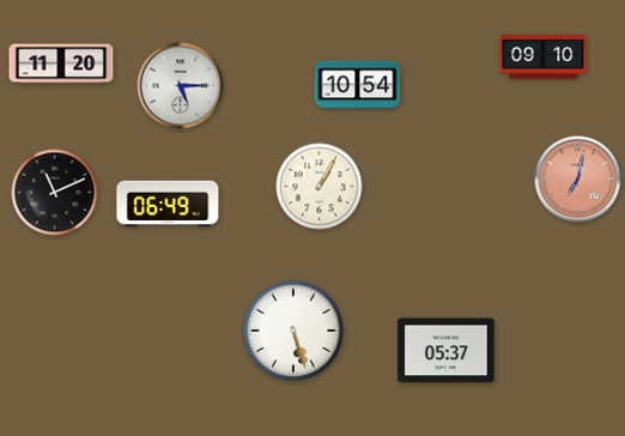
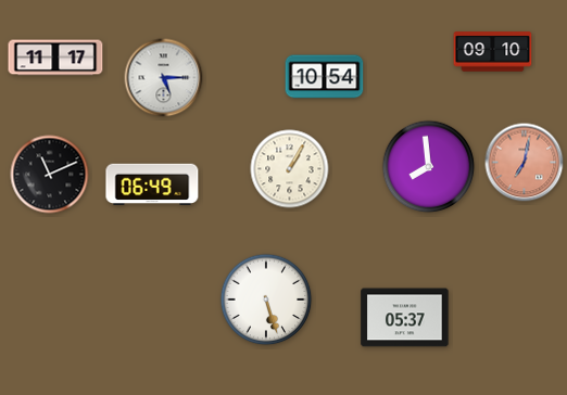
clock at (61, 63): 11:20 -> 11:17
clock at (429, 167): none -> 7:59
